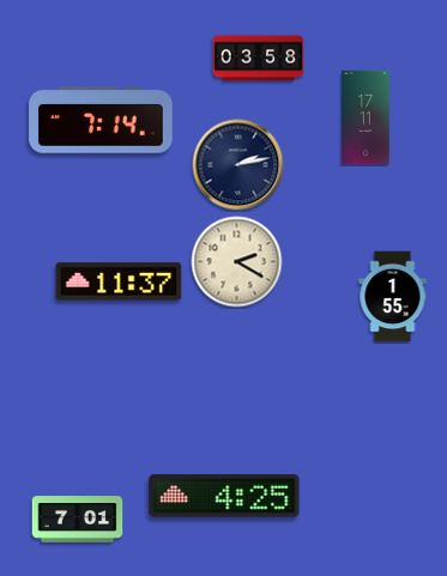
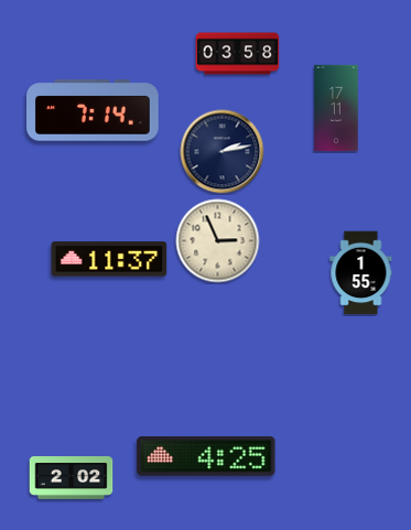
clock at (238, 165) position: (238, 165) -> (223, 152)
clock at (237, 262): 2:20 -> 2:56
clock at (78, 520): 7:01 -> 2:02
